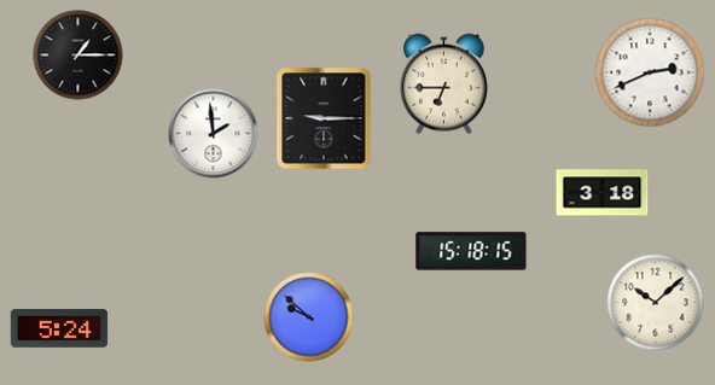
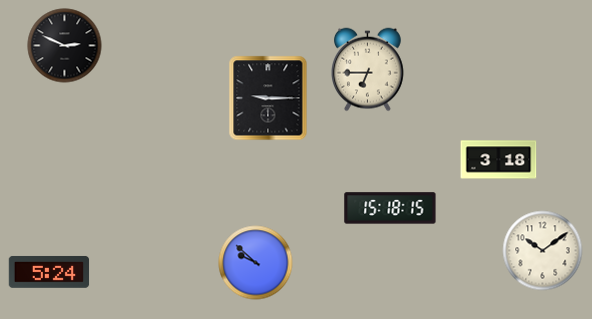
clock at (79, 56): 1:15 -> 2:49
clock at (650, 72): 2:41 -> none
clock at (214, 134): 1:59 -> none
clock at (656, 303): 10:08 -> 10:09
